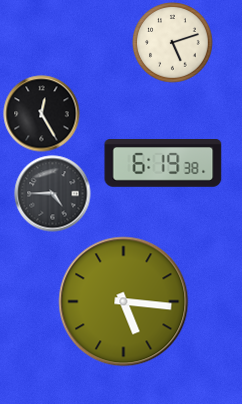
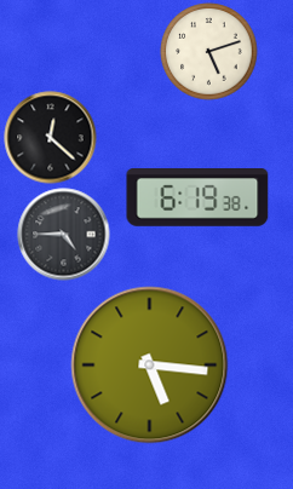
clock at (42, 114): 12:25 -> 12:22
